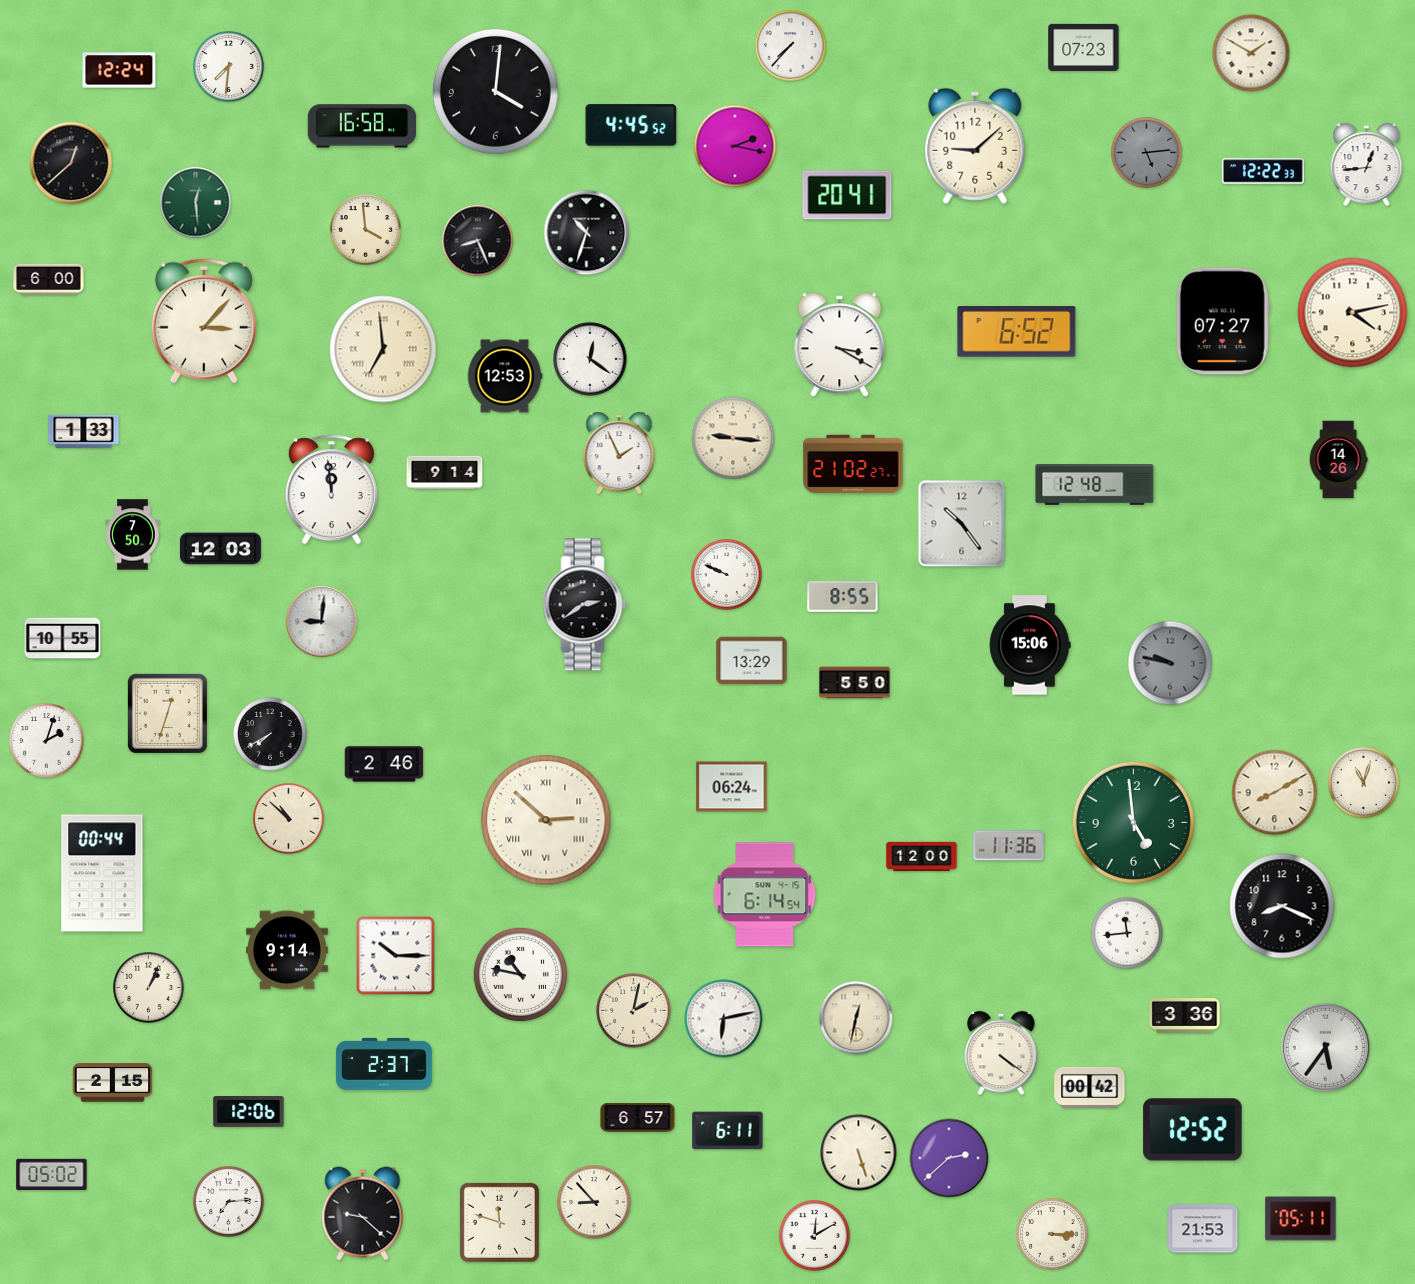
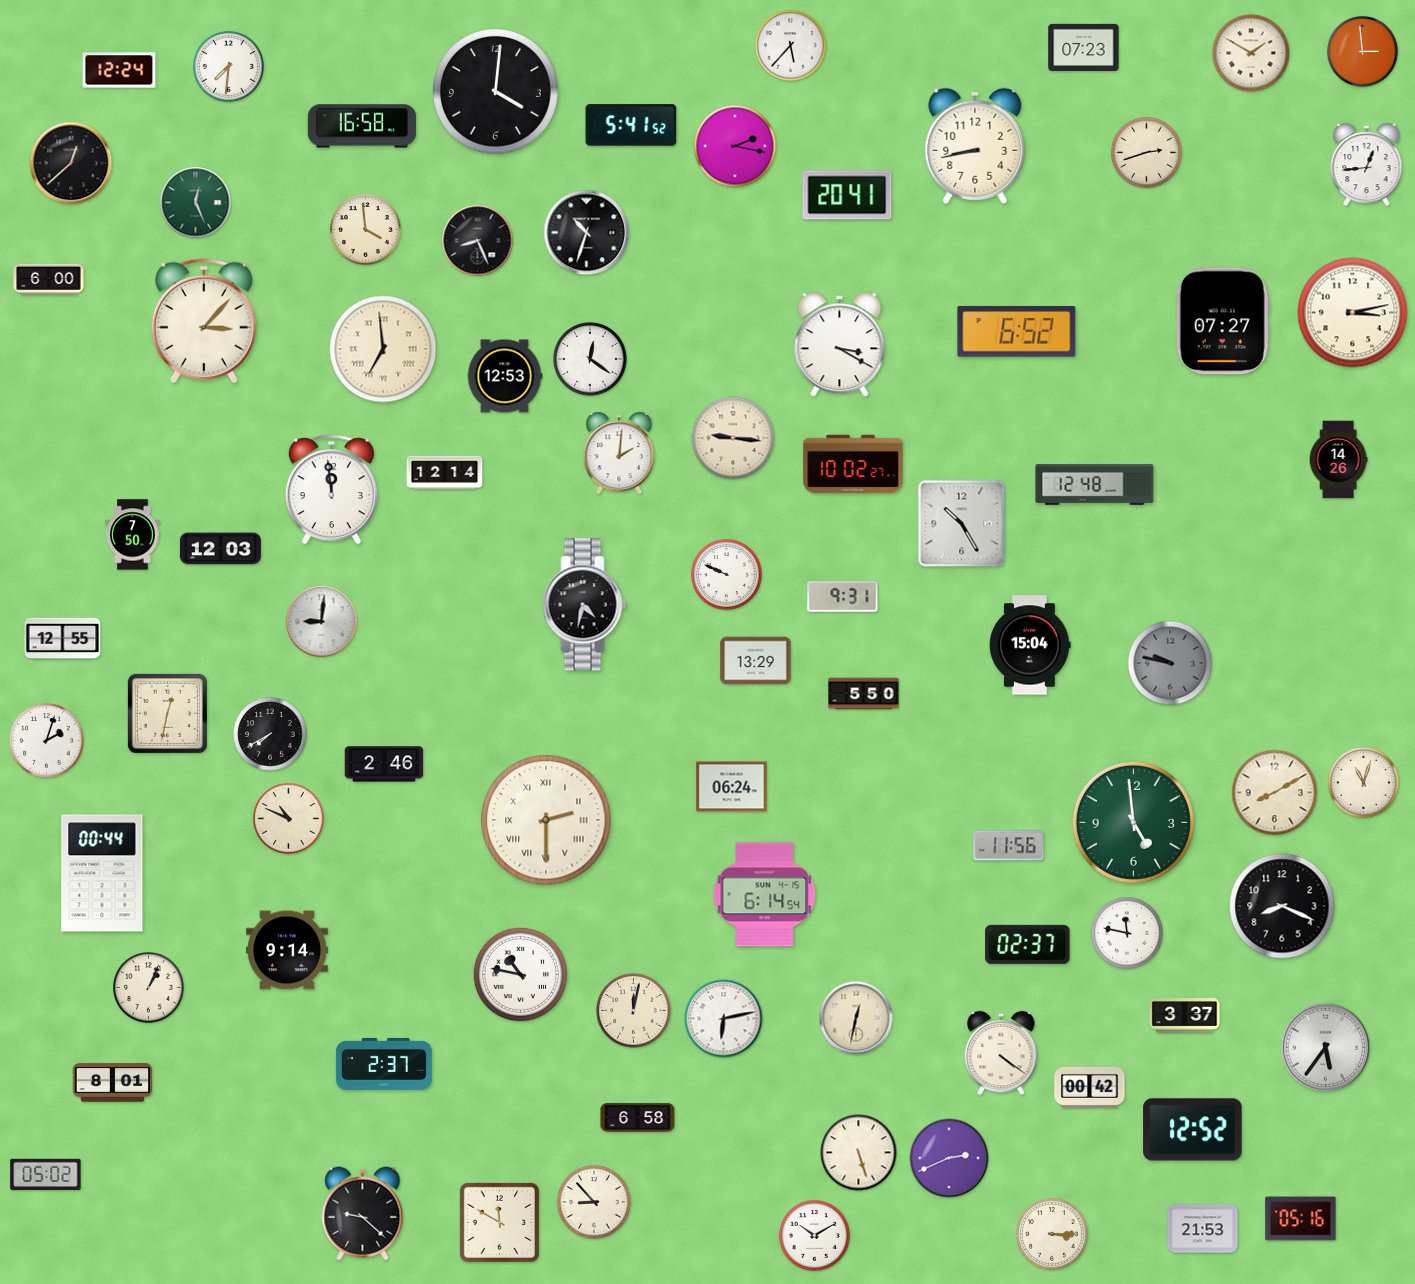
clock at (791, 46): 7:37 -> 5:37
clock at (1363, 52): none -> 2:59
clock at (631, 125): 4:45 -> 5:41
clock at (975, 146): 9:08 -> 8:43
clock at (1147, 153): 5:14 -> 2:42
clock at (1147, 153) dial: grey -> cream
clock at (1263, 171): 12:22 -> none
clock at (196, 203): 12:29 -> 12:26
clock at (1353, 313): 4:13 -> 3:13
clock at (84, 431): 1:33 -> none
clock at (619, 453): 1:56 -> 2:01
clock at (853, 464): 21:02 -> 10:02
clock at (445, 473): 9:14 -> 12:14
clock at (962, 524): 10:24 -> 10:25
clock at (843, 597): 8:55 -> 9:31
clock at (585, 605): 2:39 -> 4:32
clock at (63, 639): 10:55 -> 12:55
clock at (1030, 645): 15:06 -> 15:04
clock at (752, 661) position: (752, 661) -> (756, 661)
clock at (855, 683) position: (855, 683) -> (864, 694)
clock at (167, 713): 12:33 -> 12:32
clock at (289, 819): 10:52 -> 10:49
clock at (546, 820): 2:52 -> 2:30
clock at (1009, 846): 11:36 -> 11:56
clock at (922, 857): 12:00 -> none
clock at (1127, 933): 11:44 -> 11:47
clock at (1028, 944): none -> 02:37
clock at (396, 956): 10:15 -> none
clock at (634, 1011): 2:02 -> 12:02
clock at (1185, 1016): 3:36 -> 3:37
clock at (113, 1083): 2:15 -> 8:01
clock at (249, 1112): 12:06 -> none
clock at (638, 1118): 6:57 -> 6:58
clock at (728, 1131): 6:11 -> none
clock at (949, 1158): 2:38 -> 2:41
clock at (52, 1174) position: (52, 1174) -> (46, 1174)
clock at (229, 1202): 7:14 -> none
clock at (1301, 1219): 05:11 -> 05:16
clock at (499, 1222): 11:48 -> 11:50
clock at (815, 1236): 12:10 -> 10:10
